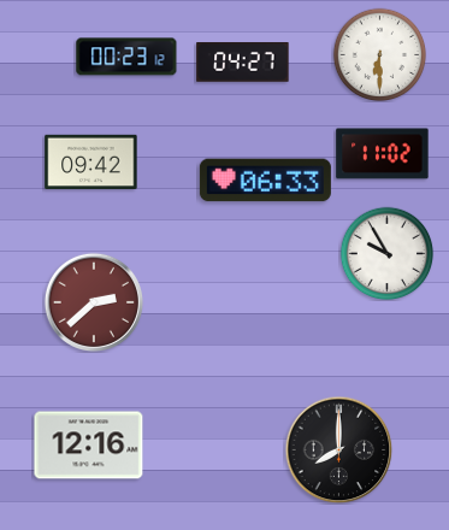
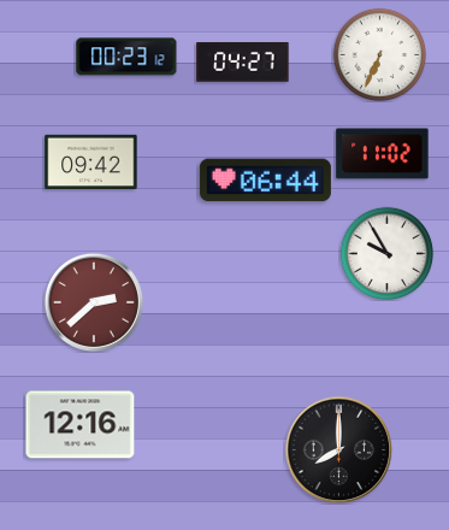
clock at (379, 54): 6:30 -> 6:34
clock at (265, 181): 06:33 -> 06:44
clock at (89, 446) position: (89, 446) -> (81, 425)
